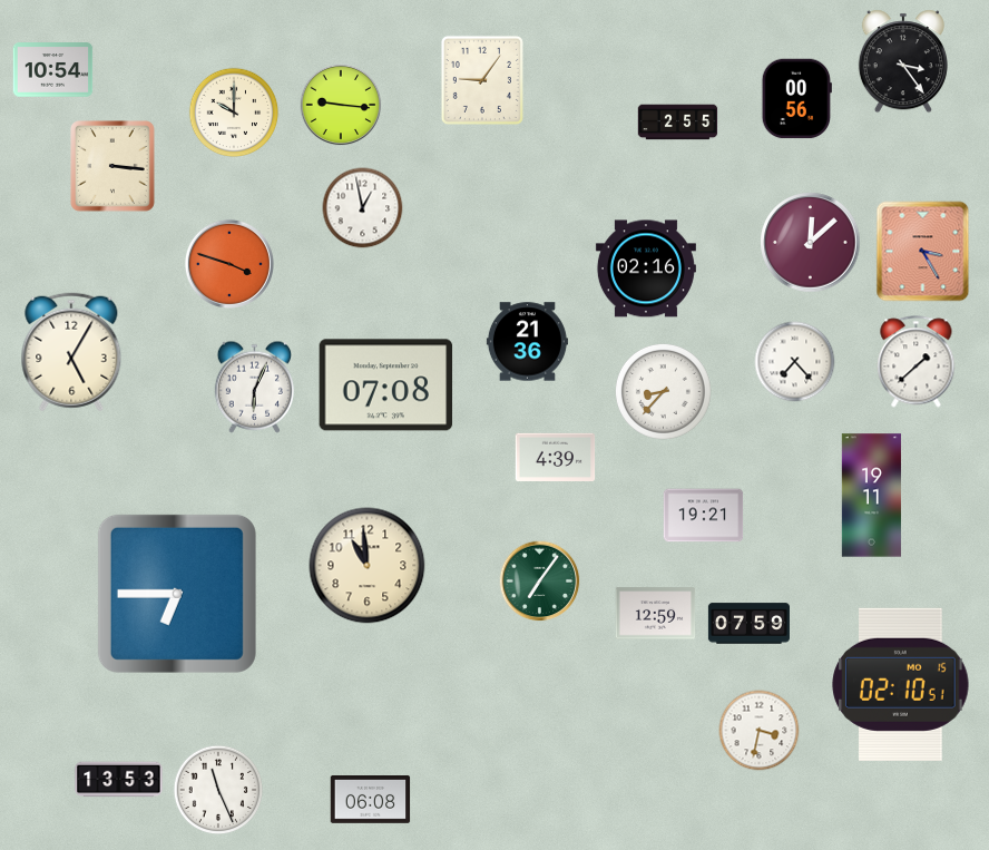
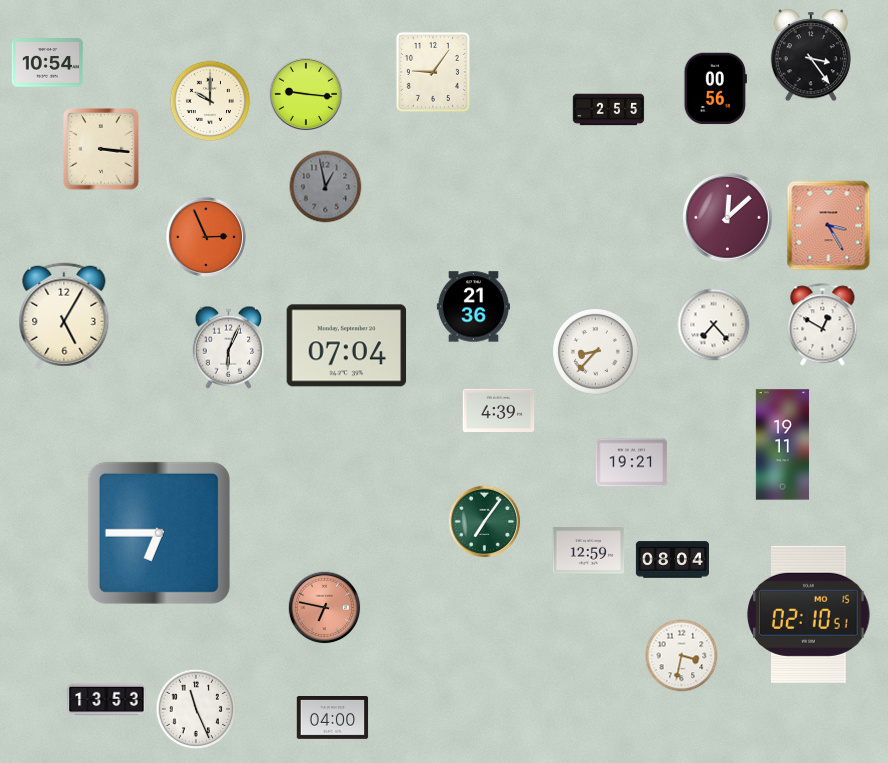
clock at (363, 208) dial: white -> grey
clock at (229, 264): 3:48 -> 2:56
clock at (646, 268): 02:16 -> none
clock at (917, 362): 1:38 -> 12:50
clock at (386, 385): 07:08 -> 07:04
clock at (368, 566): 10:59 -> none
clock at (748, 624): 07:59 -> 08:04
clock at (325, 608): none -> 6:47
clock at (371, 800): 06:08 -> 04:00
